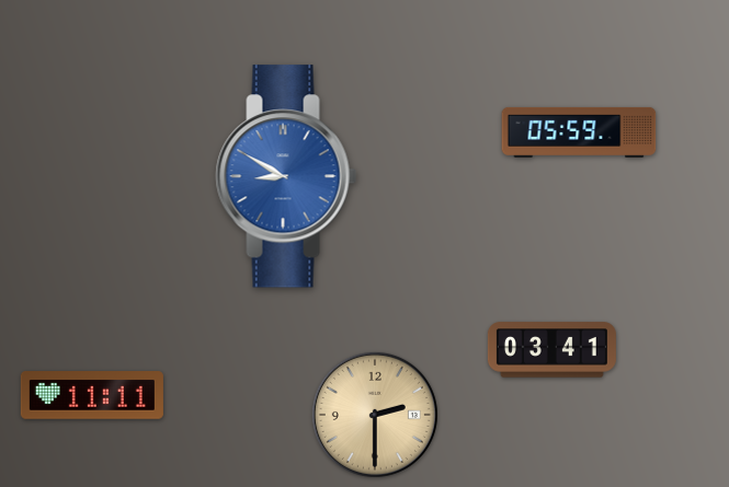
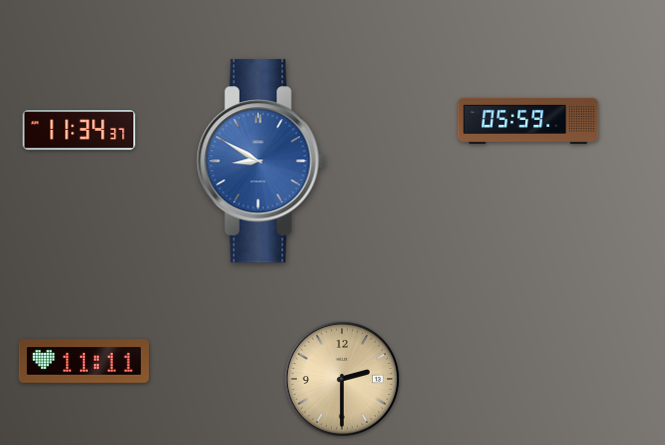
clock at (79, 131): none -> 11:34
clock at (551, 350): 03:41 -> none
